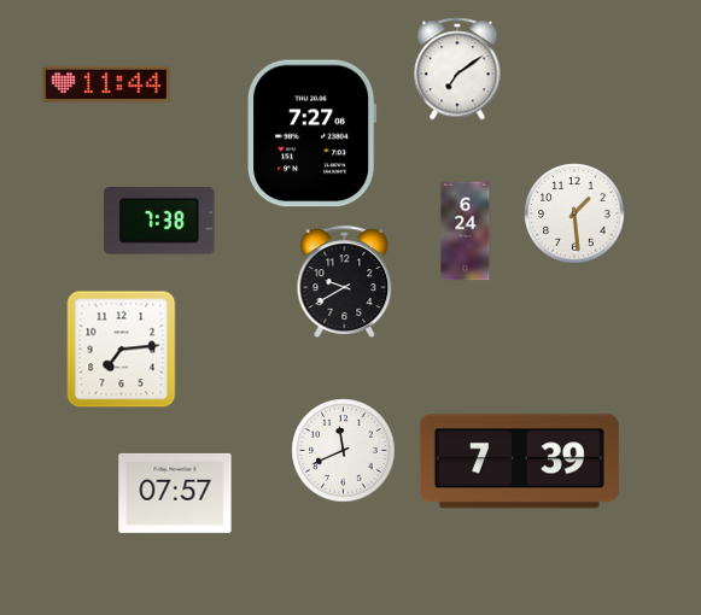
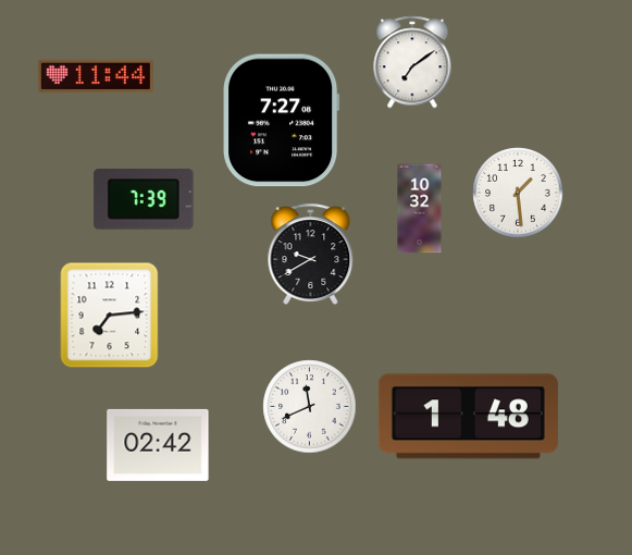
clock at (159, 222): 7:38 -> 7:39
clock at (466, 232): 6:24 -> 10:32
clock at (519, 462): 7:39 -> 1:48
clock at (175, 493): 07:57 -> 02:42
